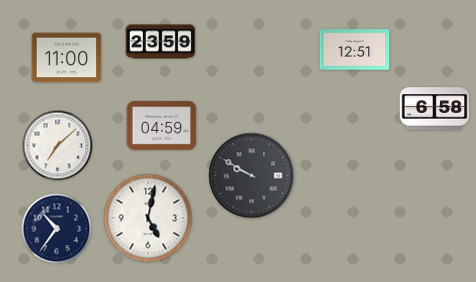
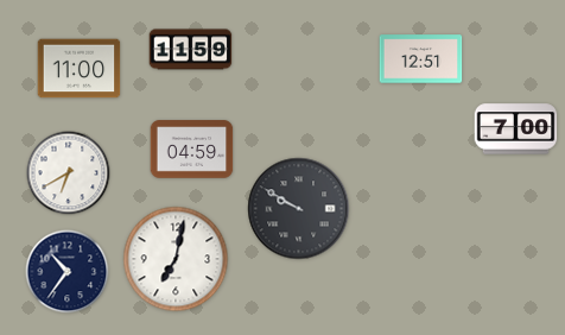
clock at (161, 42): 23:59 -> 11:59
clock at (435, 109): 6:58 -> 7:00
clock at (58, 146): 7:08 -> 6:40
clock at (148, 218): 5:02 -> 7:02
